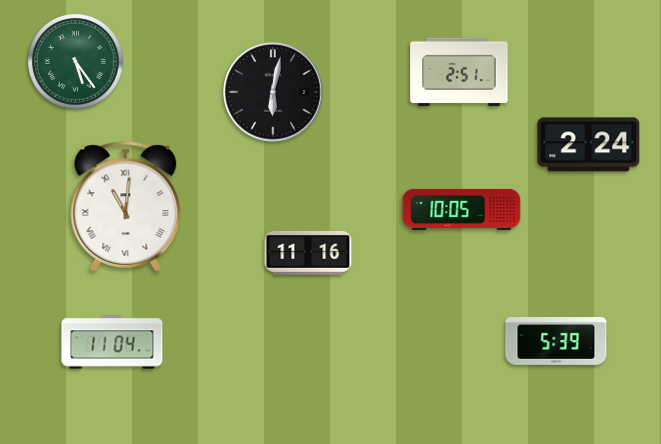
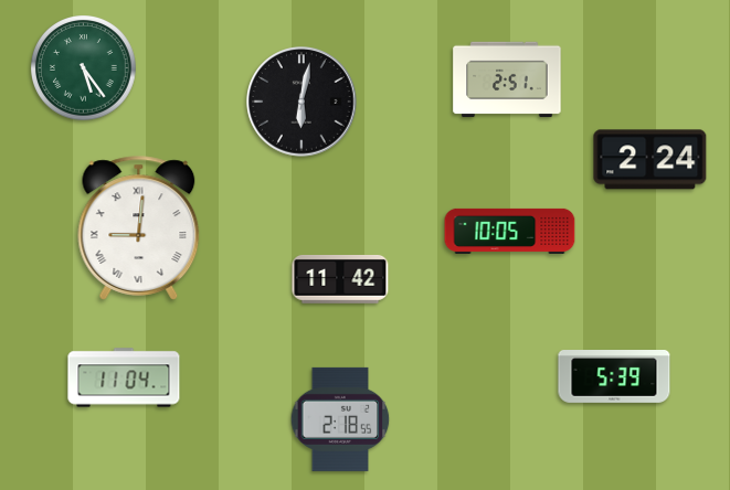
clock at (126, 207): 11:01 -> 9:01
clock at (308, 253): 11:16 -> 11:42
clock at (340, 419): none -> 2:18
